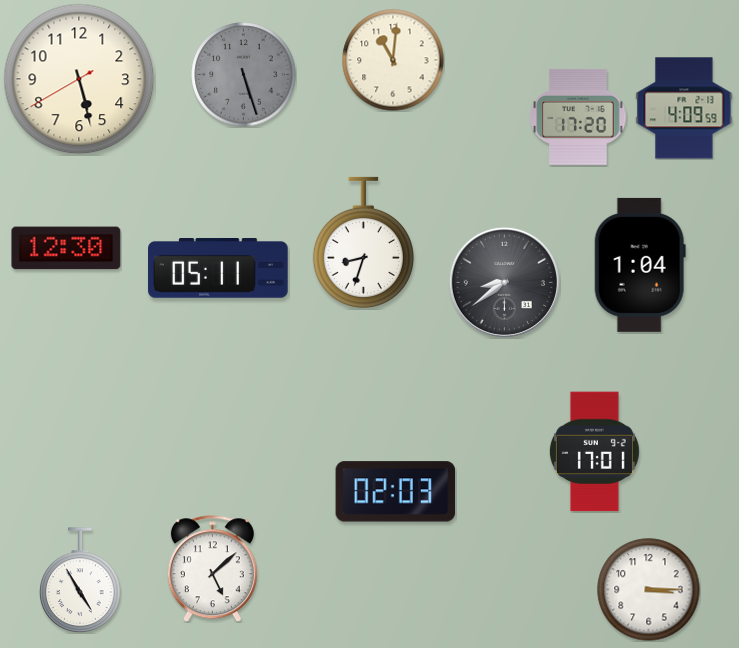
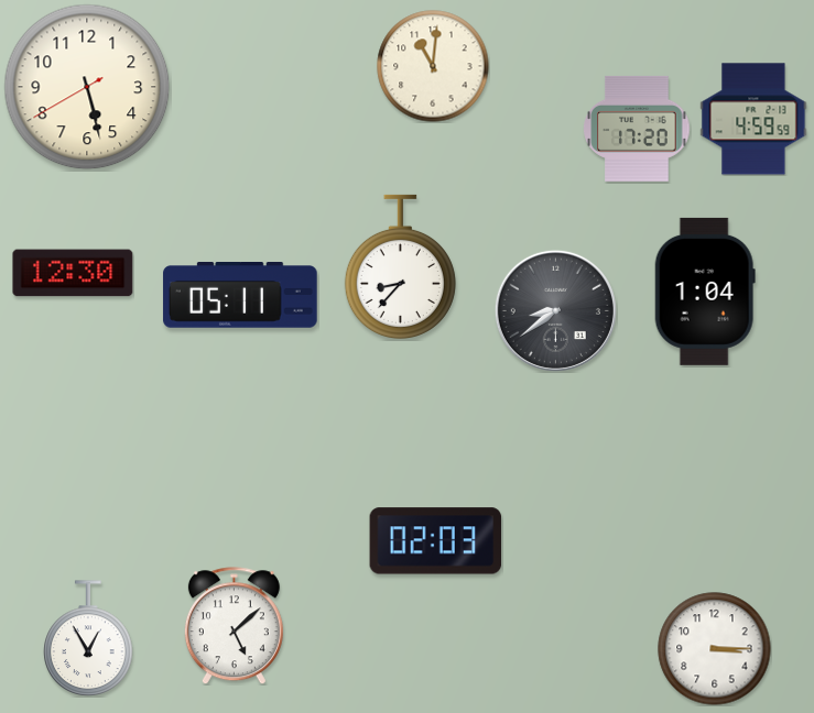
clock at (244, 75): 5:27 -> none
clock at (684, 108): 4:09 -> 4:59
clock at (363, 242): 8:33 -> 8:37
clock at (594, 452): 17:01 -> none
clock at (80, 580): 4:55 -> 12:55
